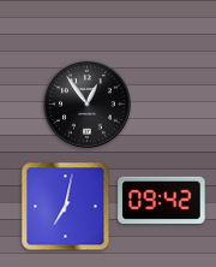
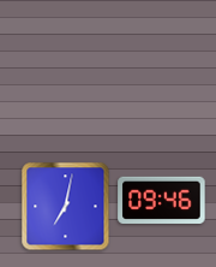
clock at (88, 105): 12:54 -> none
clock at (162, 200): 09:42 -> 09:46
